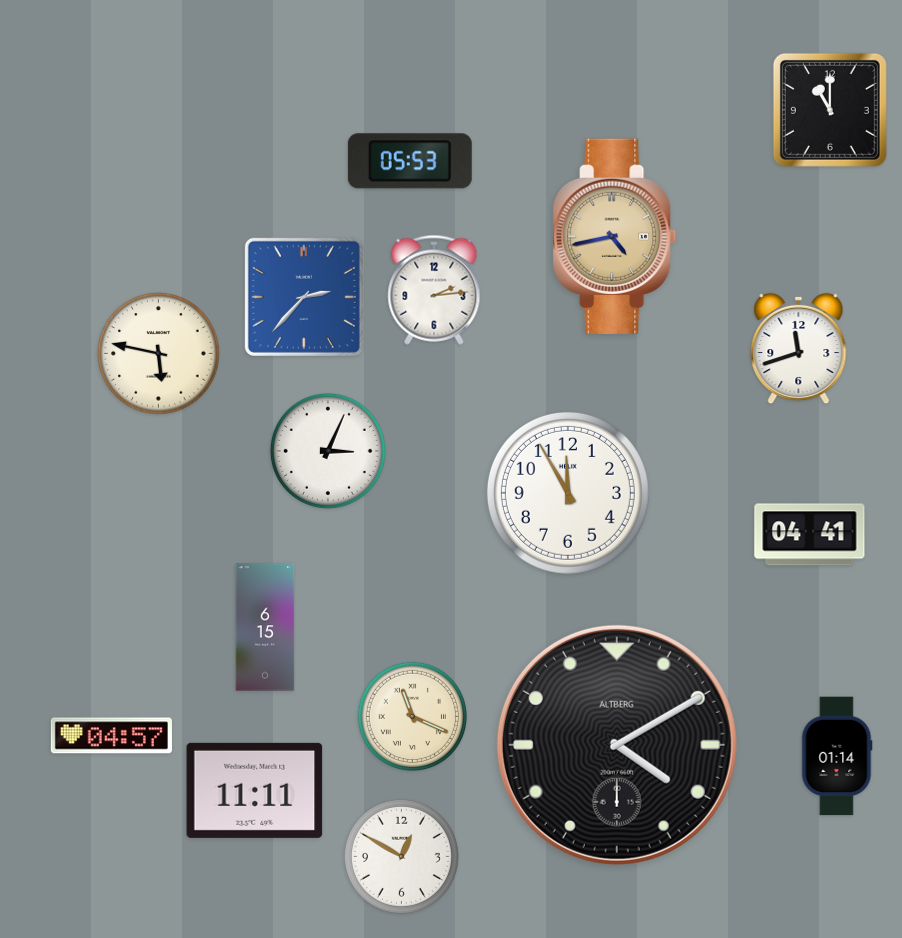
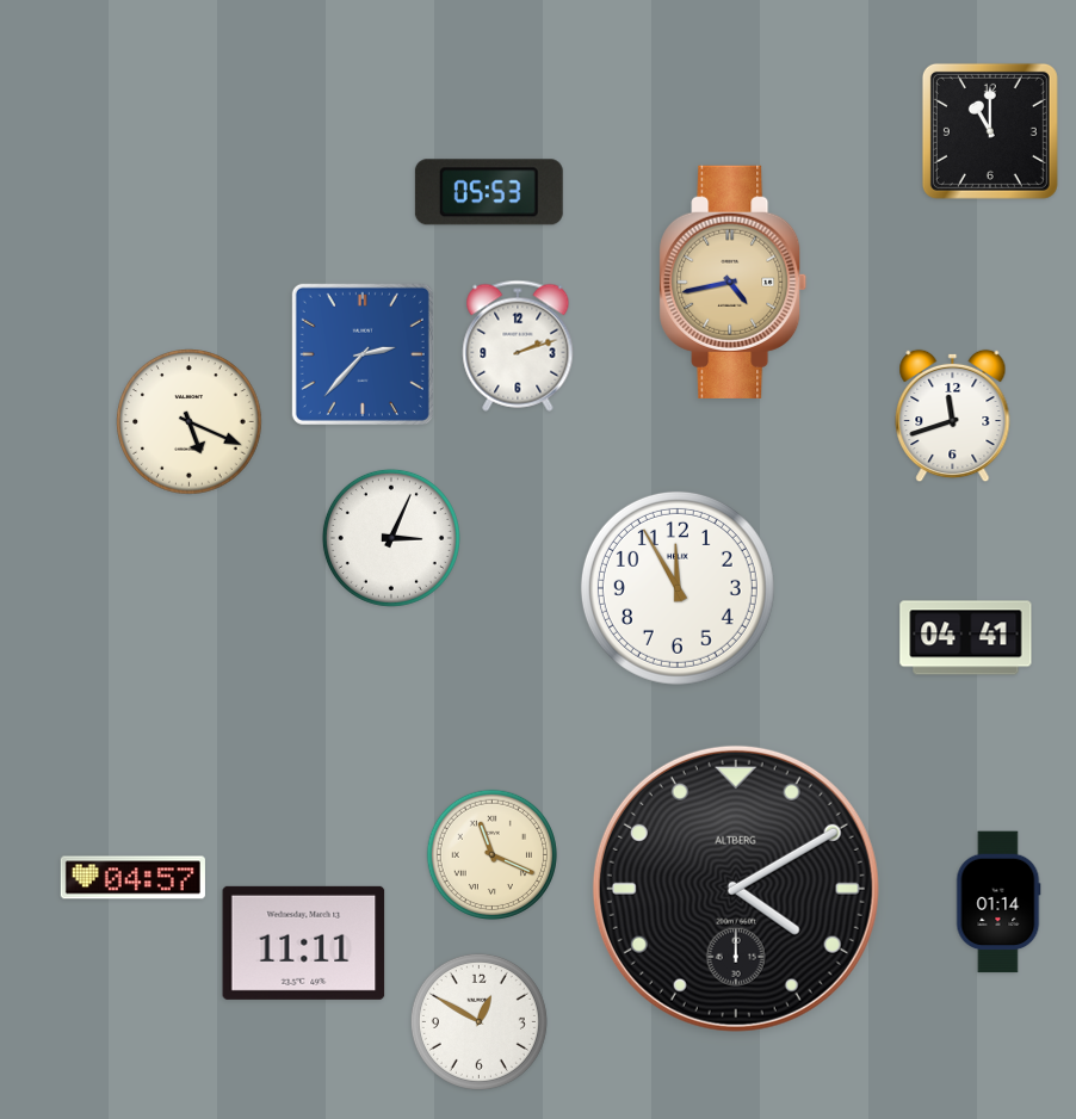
clock at (434, 290): 2:14 -> 2:12
clock at (159, 354): 5:47 -> 5:19
clock at (265, 627): 6:15 -> none
